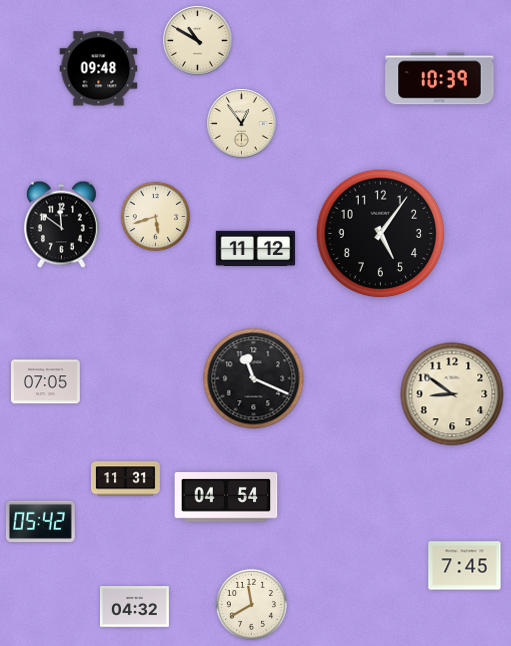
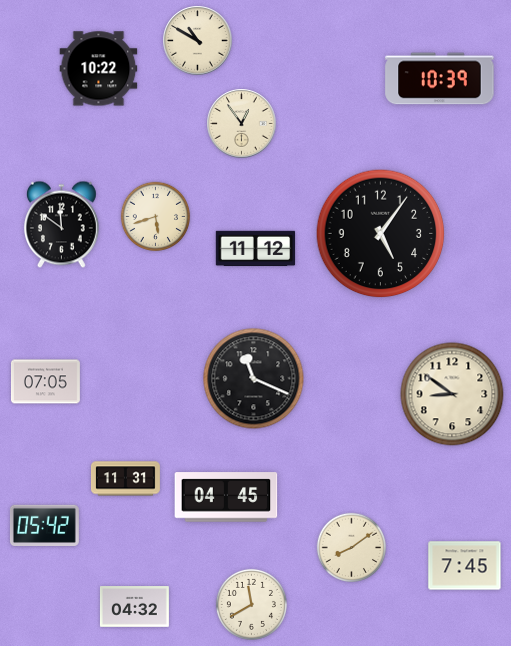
clock at (99, 69): 09:48 -> 10:22
clock at (226, 497): 04:54 -> 04:45
clock at (40, 521) position: (40, 521) -> (44, 525)
clock at (352, 548): none -> 8:09
